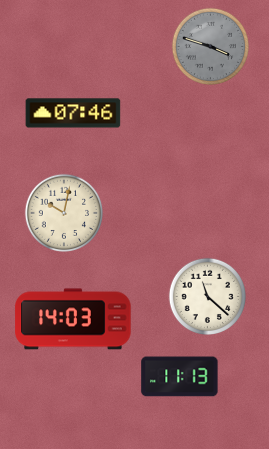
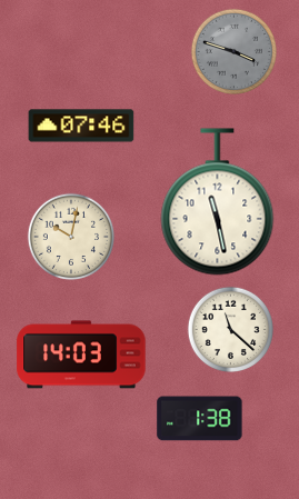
clock at (218, 202): none -> 11:28
clock at (180, 377): 11:13 -> 1:38
